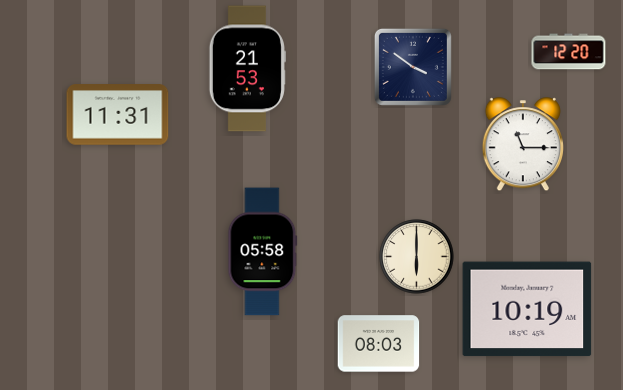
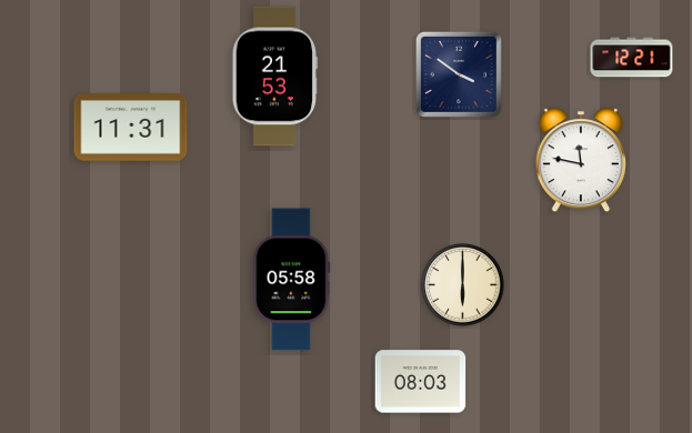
clock at (569, 52): 12:20 -> 12:21
clock at (523, 145): 11:15 -> 11:47
clock at (527, 309): 10:19 -> none
